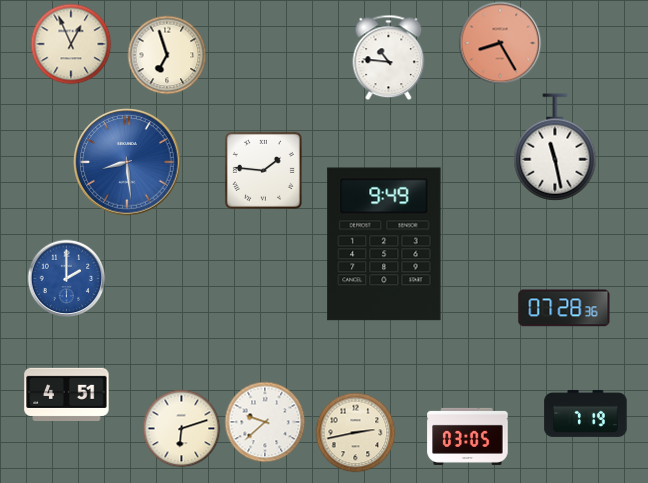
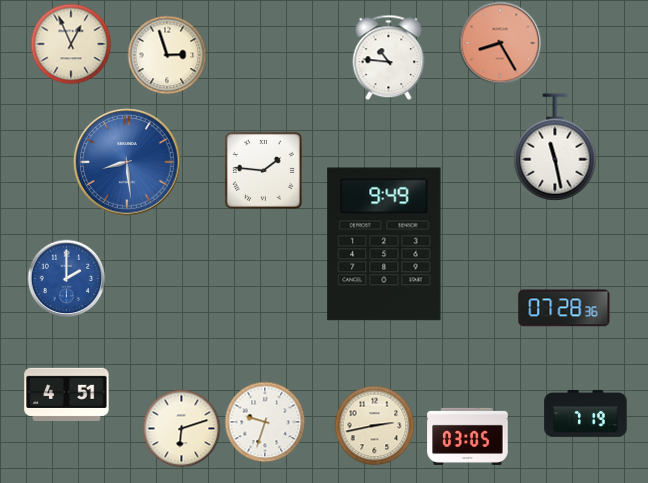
clock at (167, 55): 6:57 -> 2:57
clock at (265, 422): 9:38 -> 9:33
clock at (355, 432) position: (355, 432) -> (374, 425)
